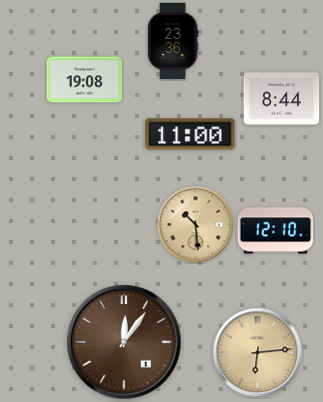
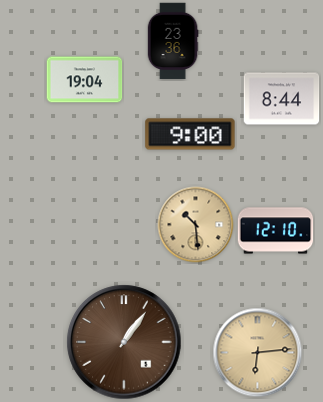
clock at (85, 80): 19:08 -> 19:04
clock at (190, 134): 11:00 -> 9:00
clock at (124, 342): 12:06 -> 1:06
